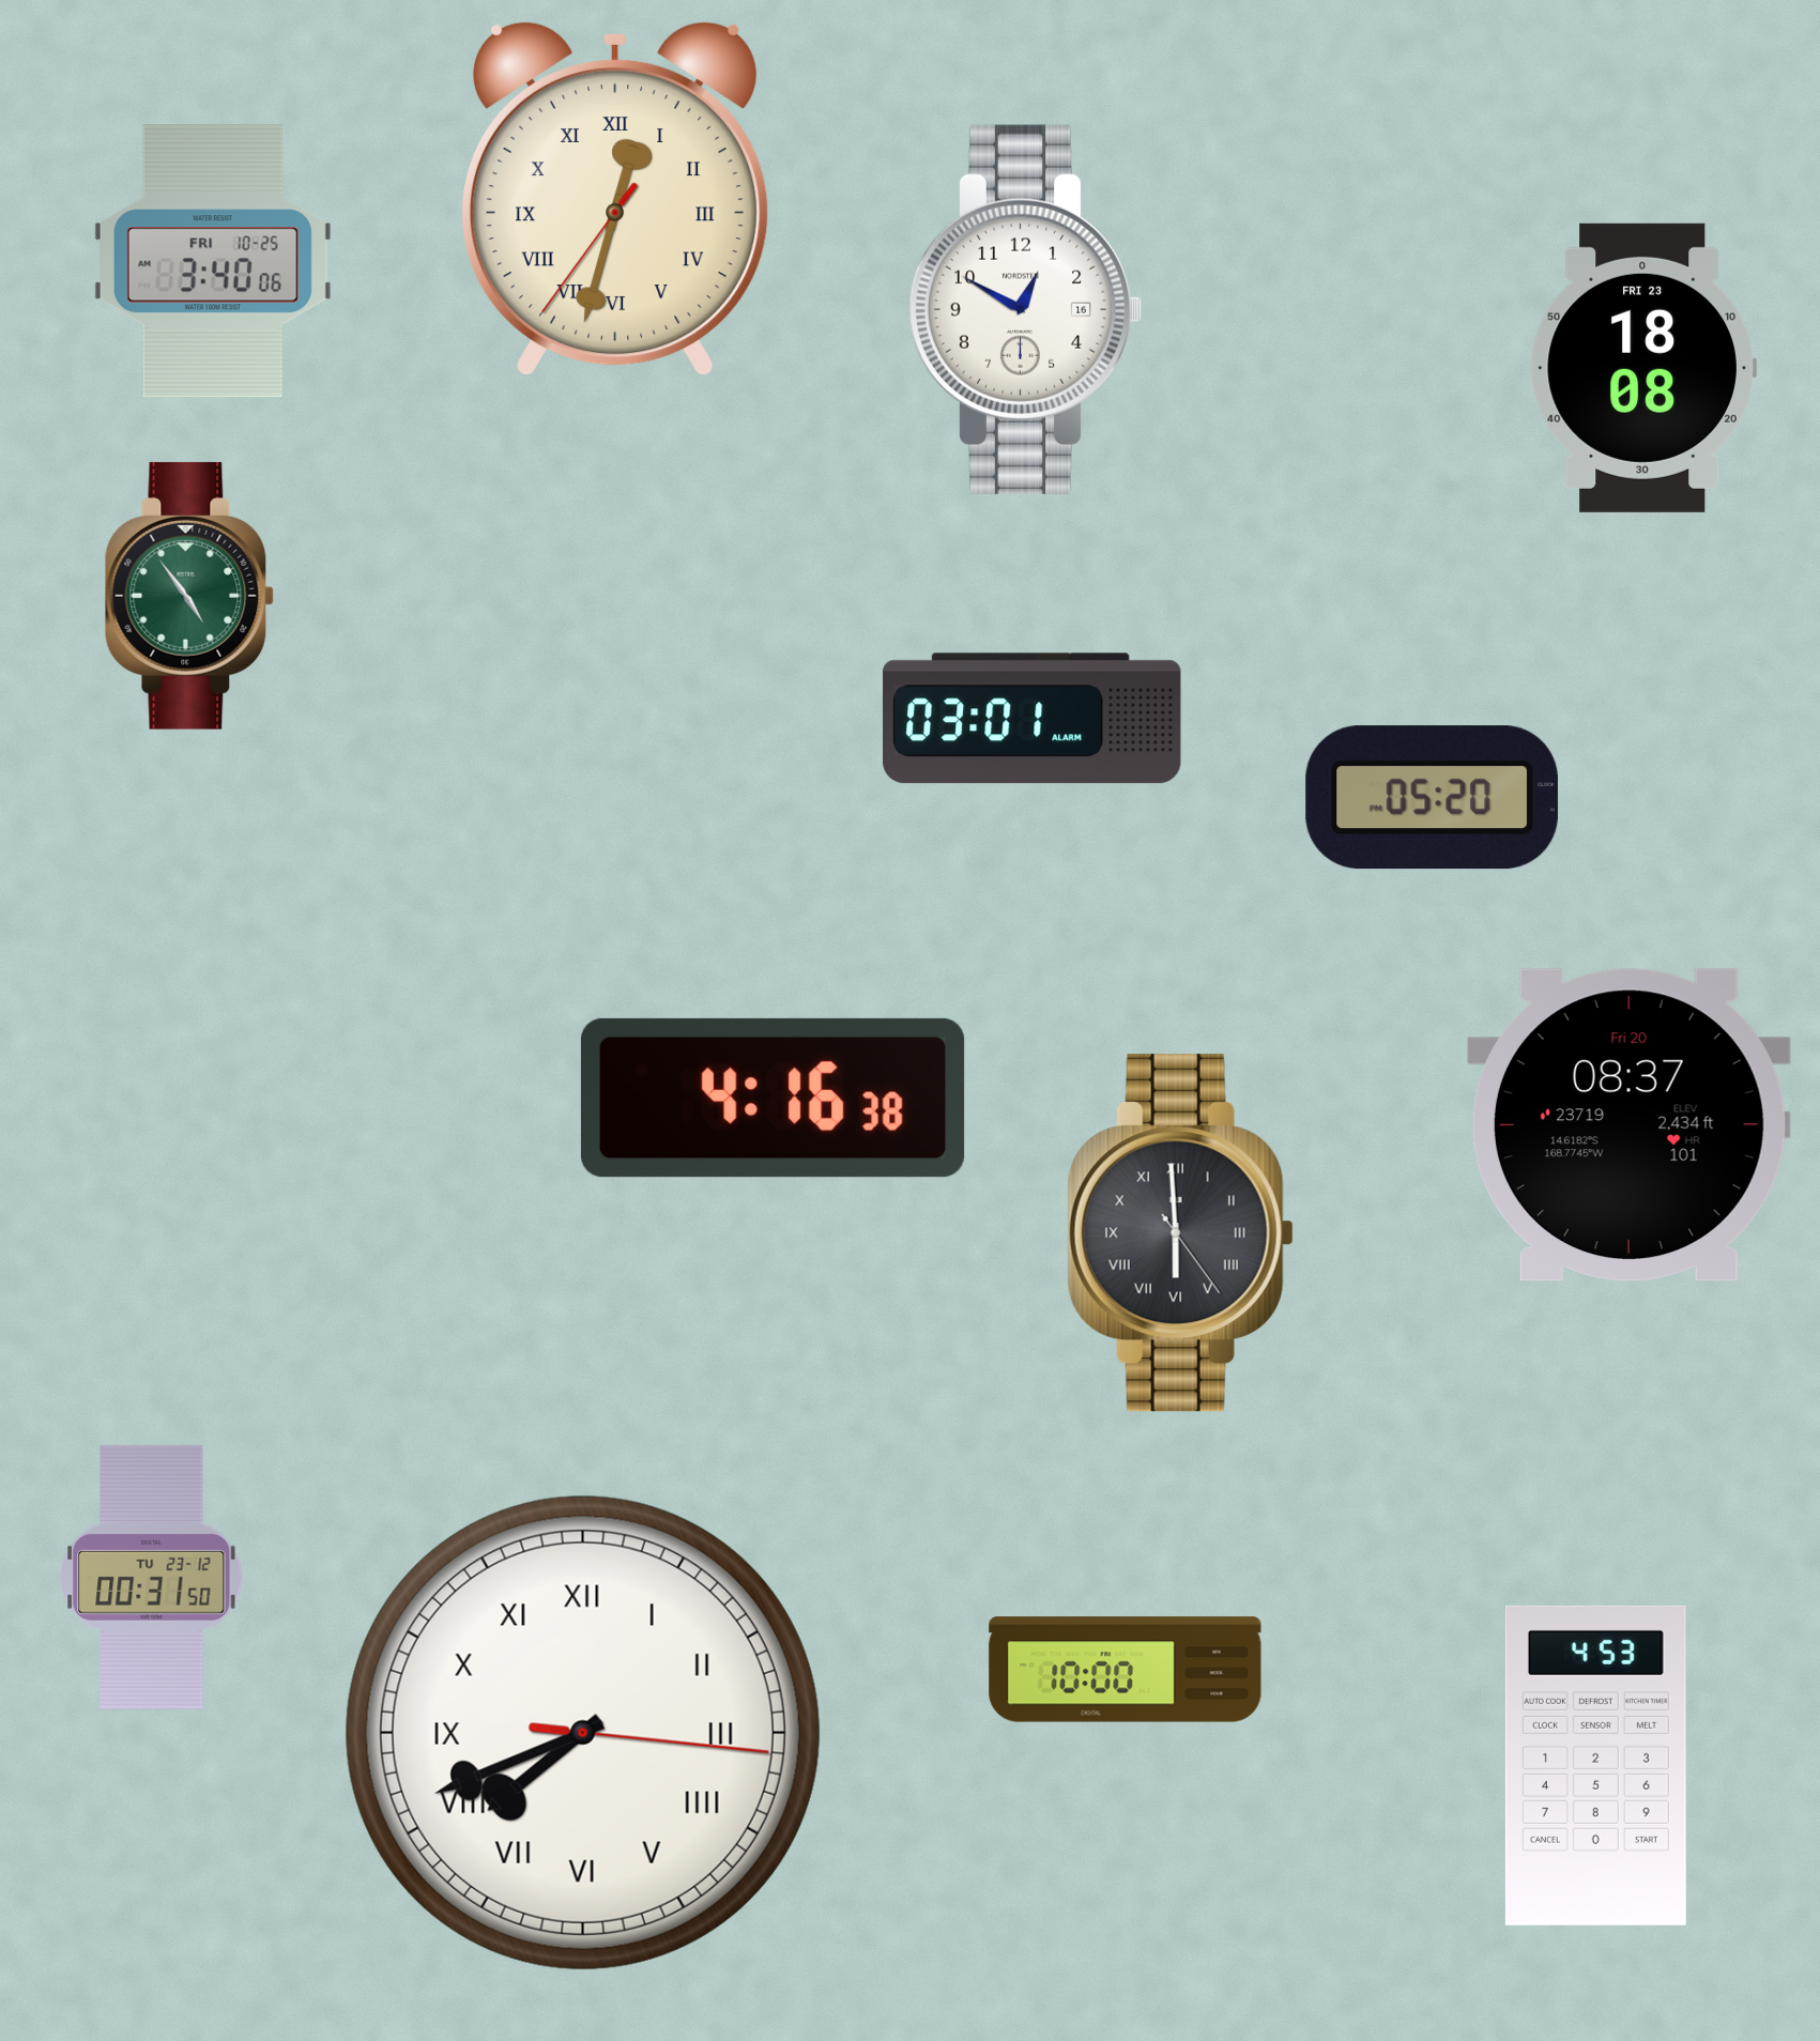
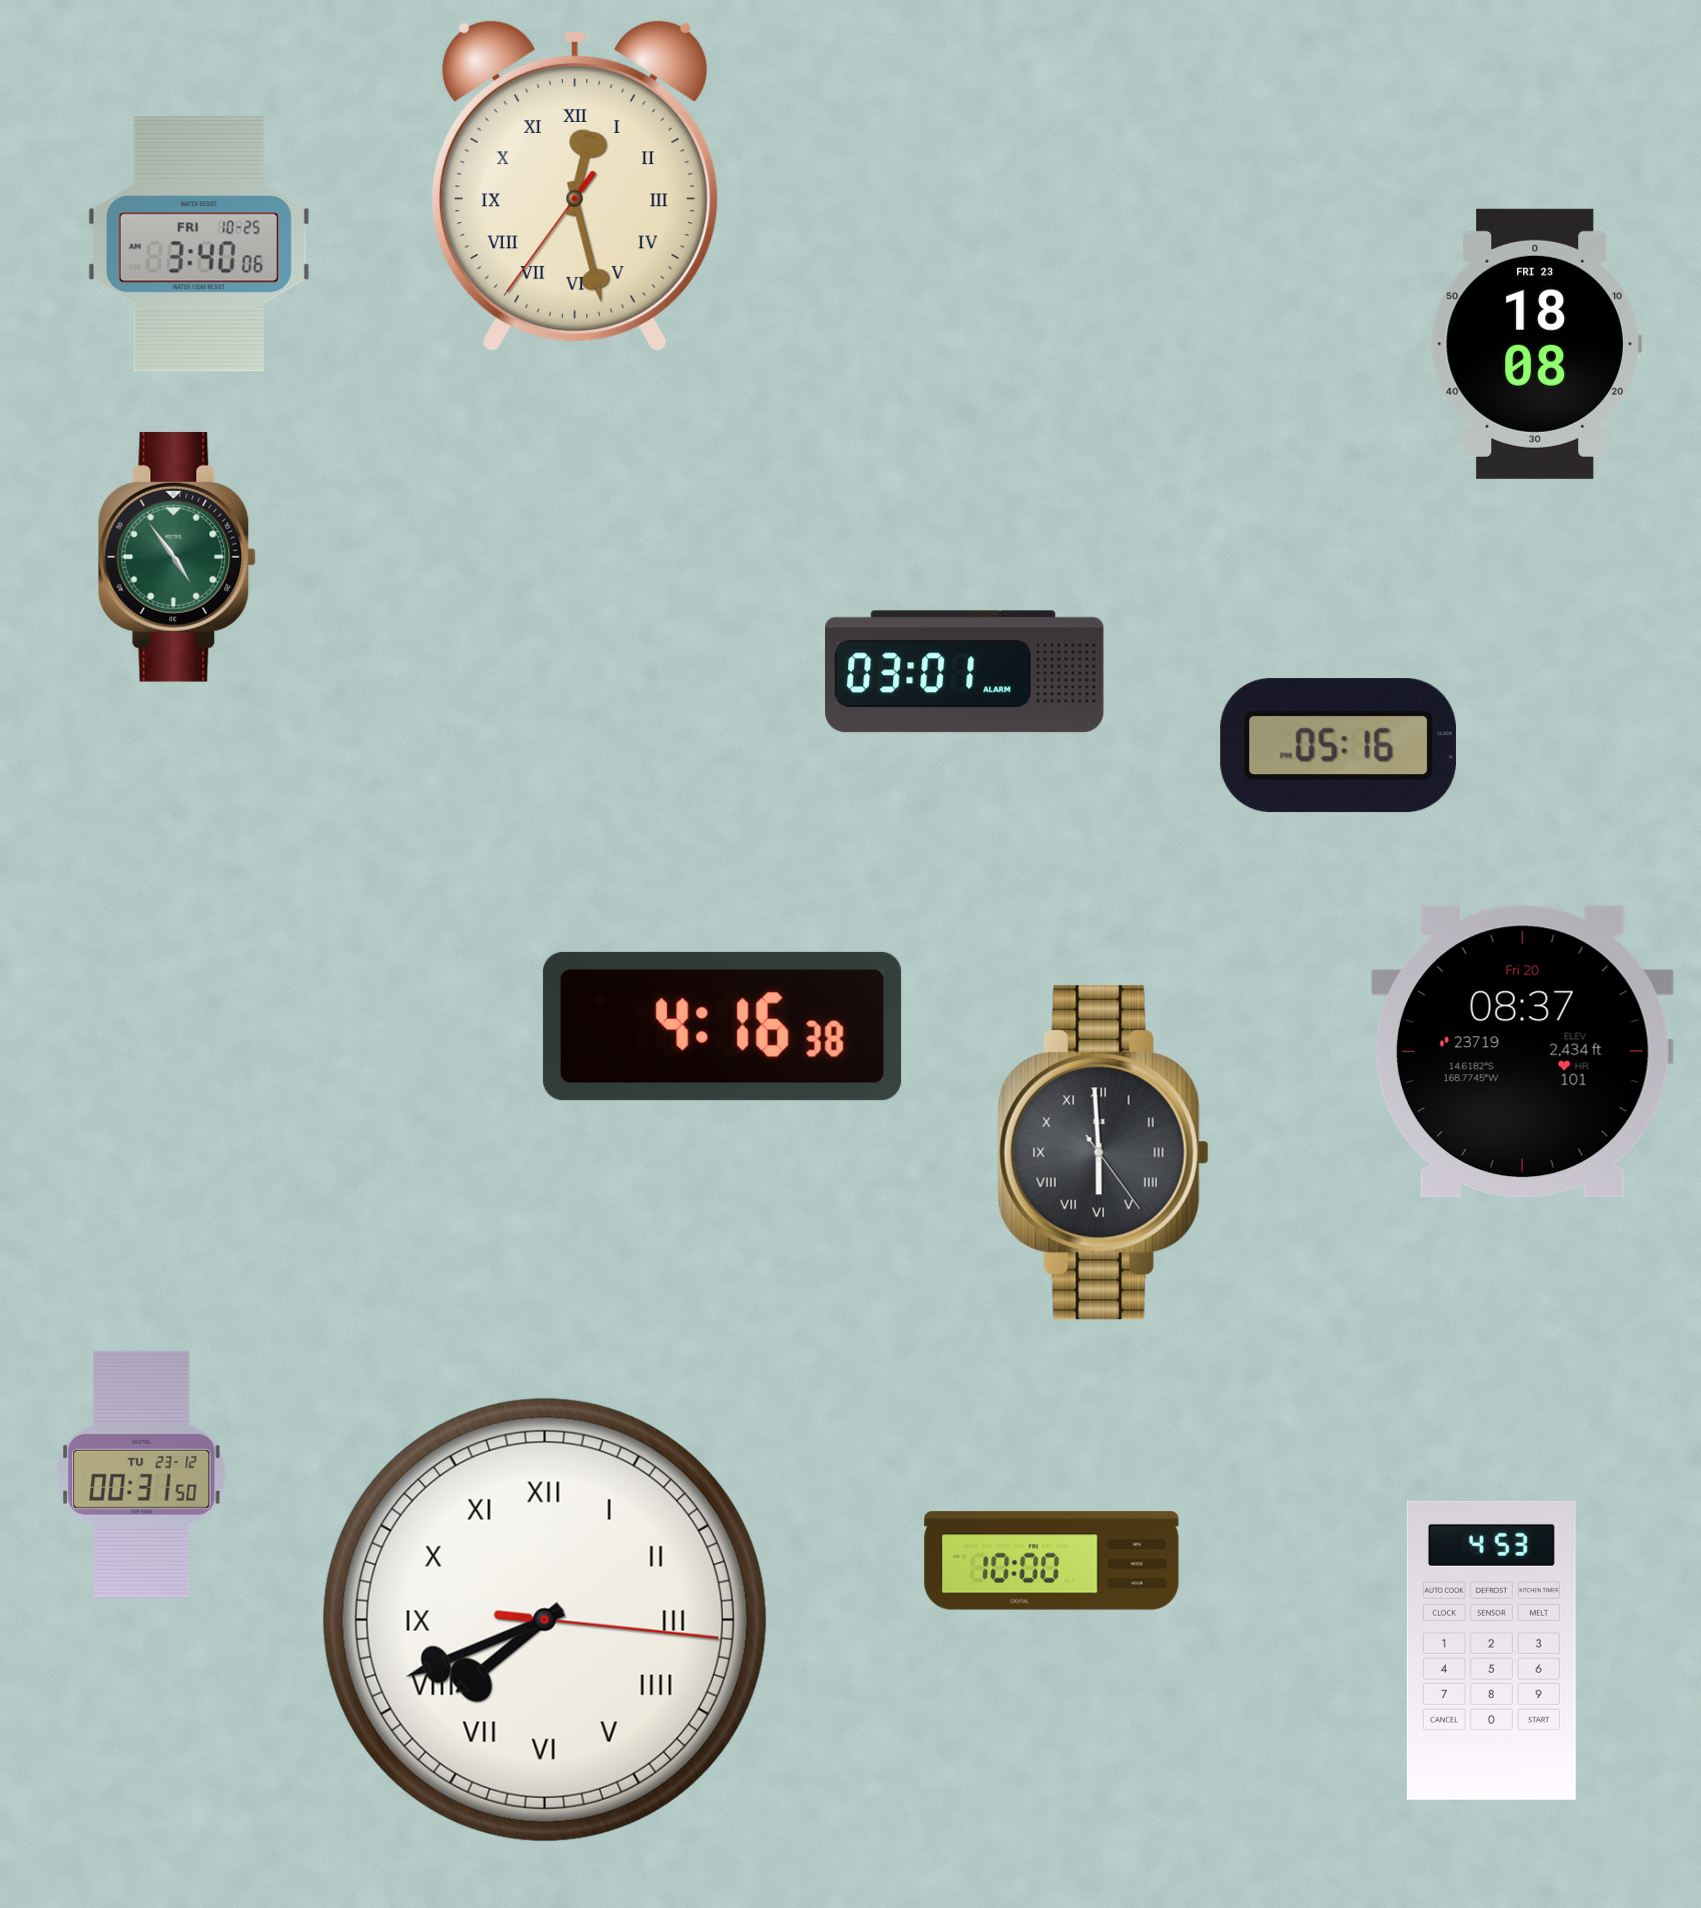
clock at (615, 199): 12:32 -> 12:27
clock at (1024, 309): 12:50 -> none
clock at (1432, 798): 05:20 -> 05:16
